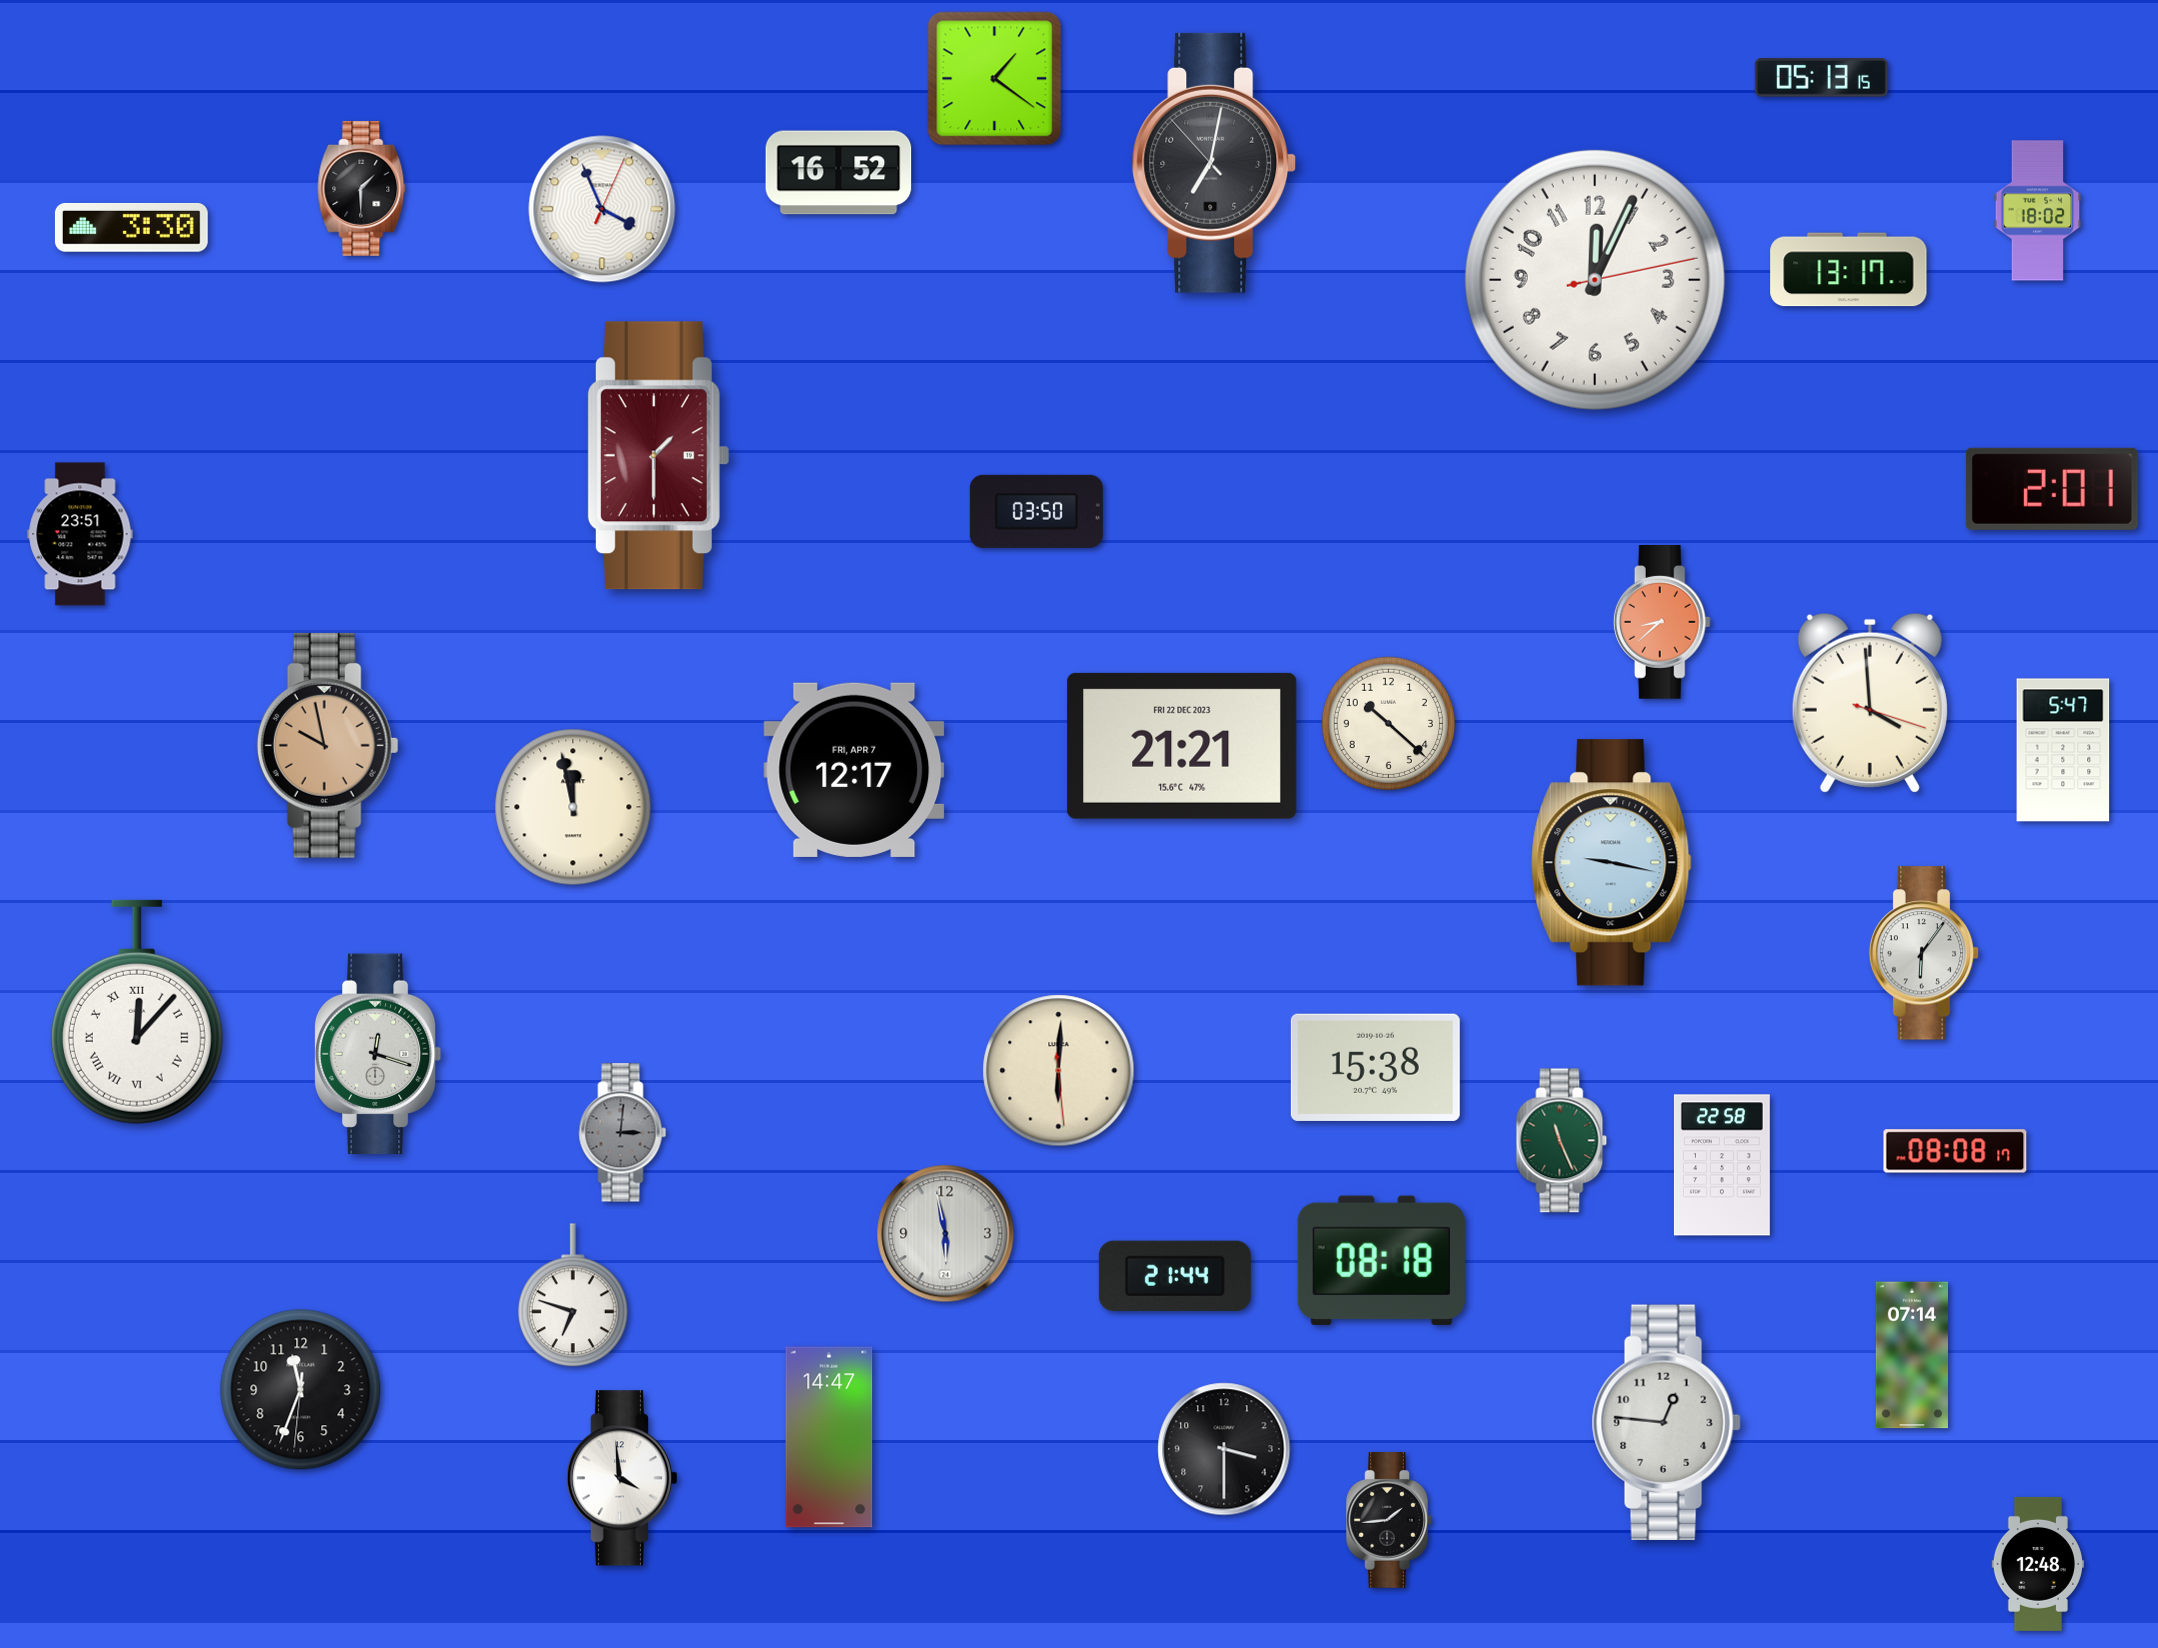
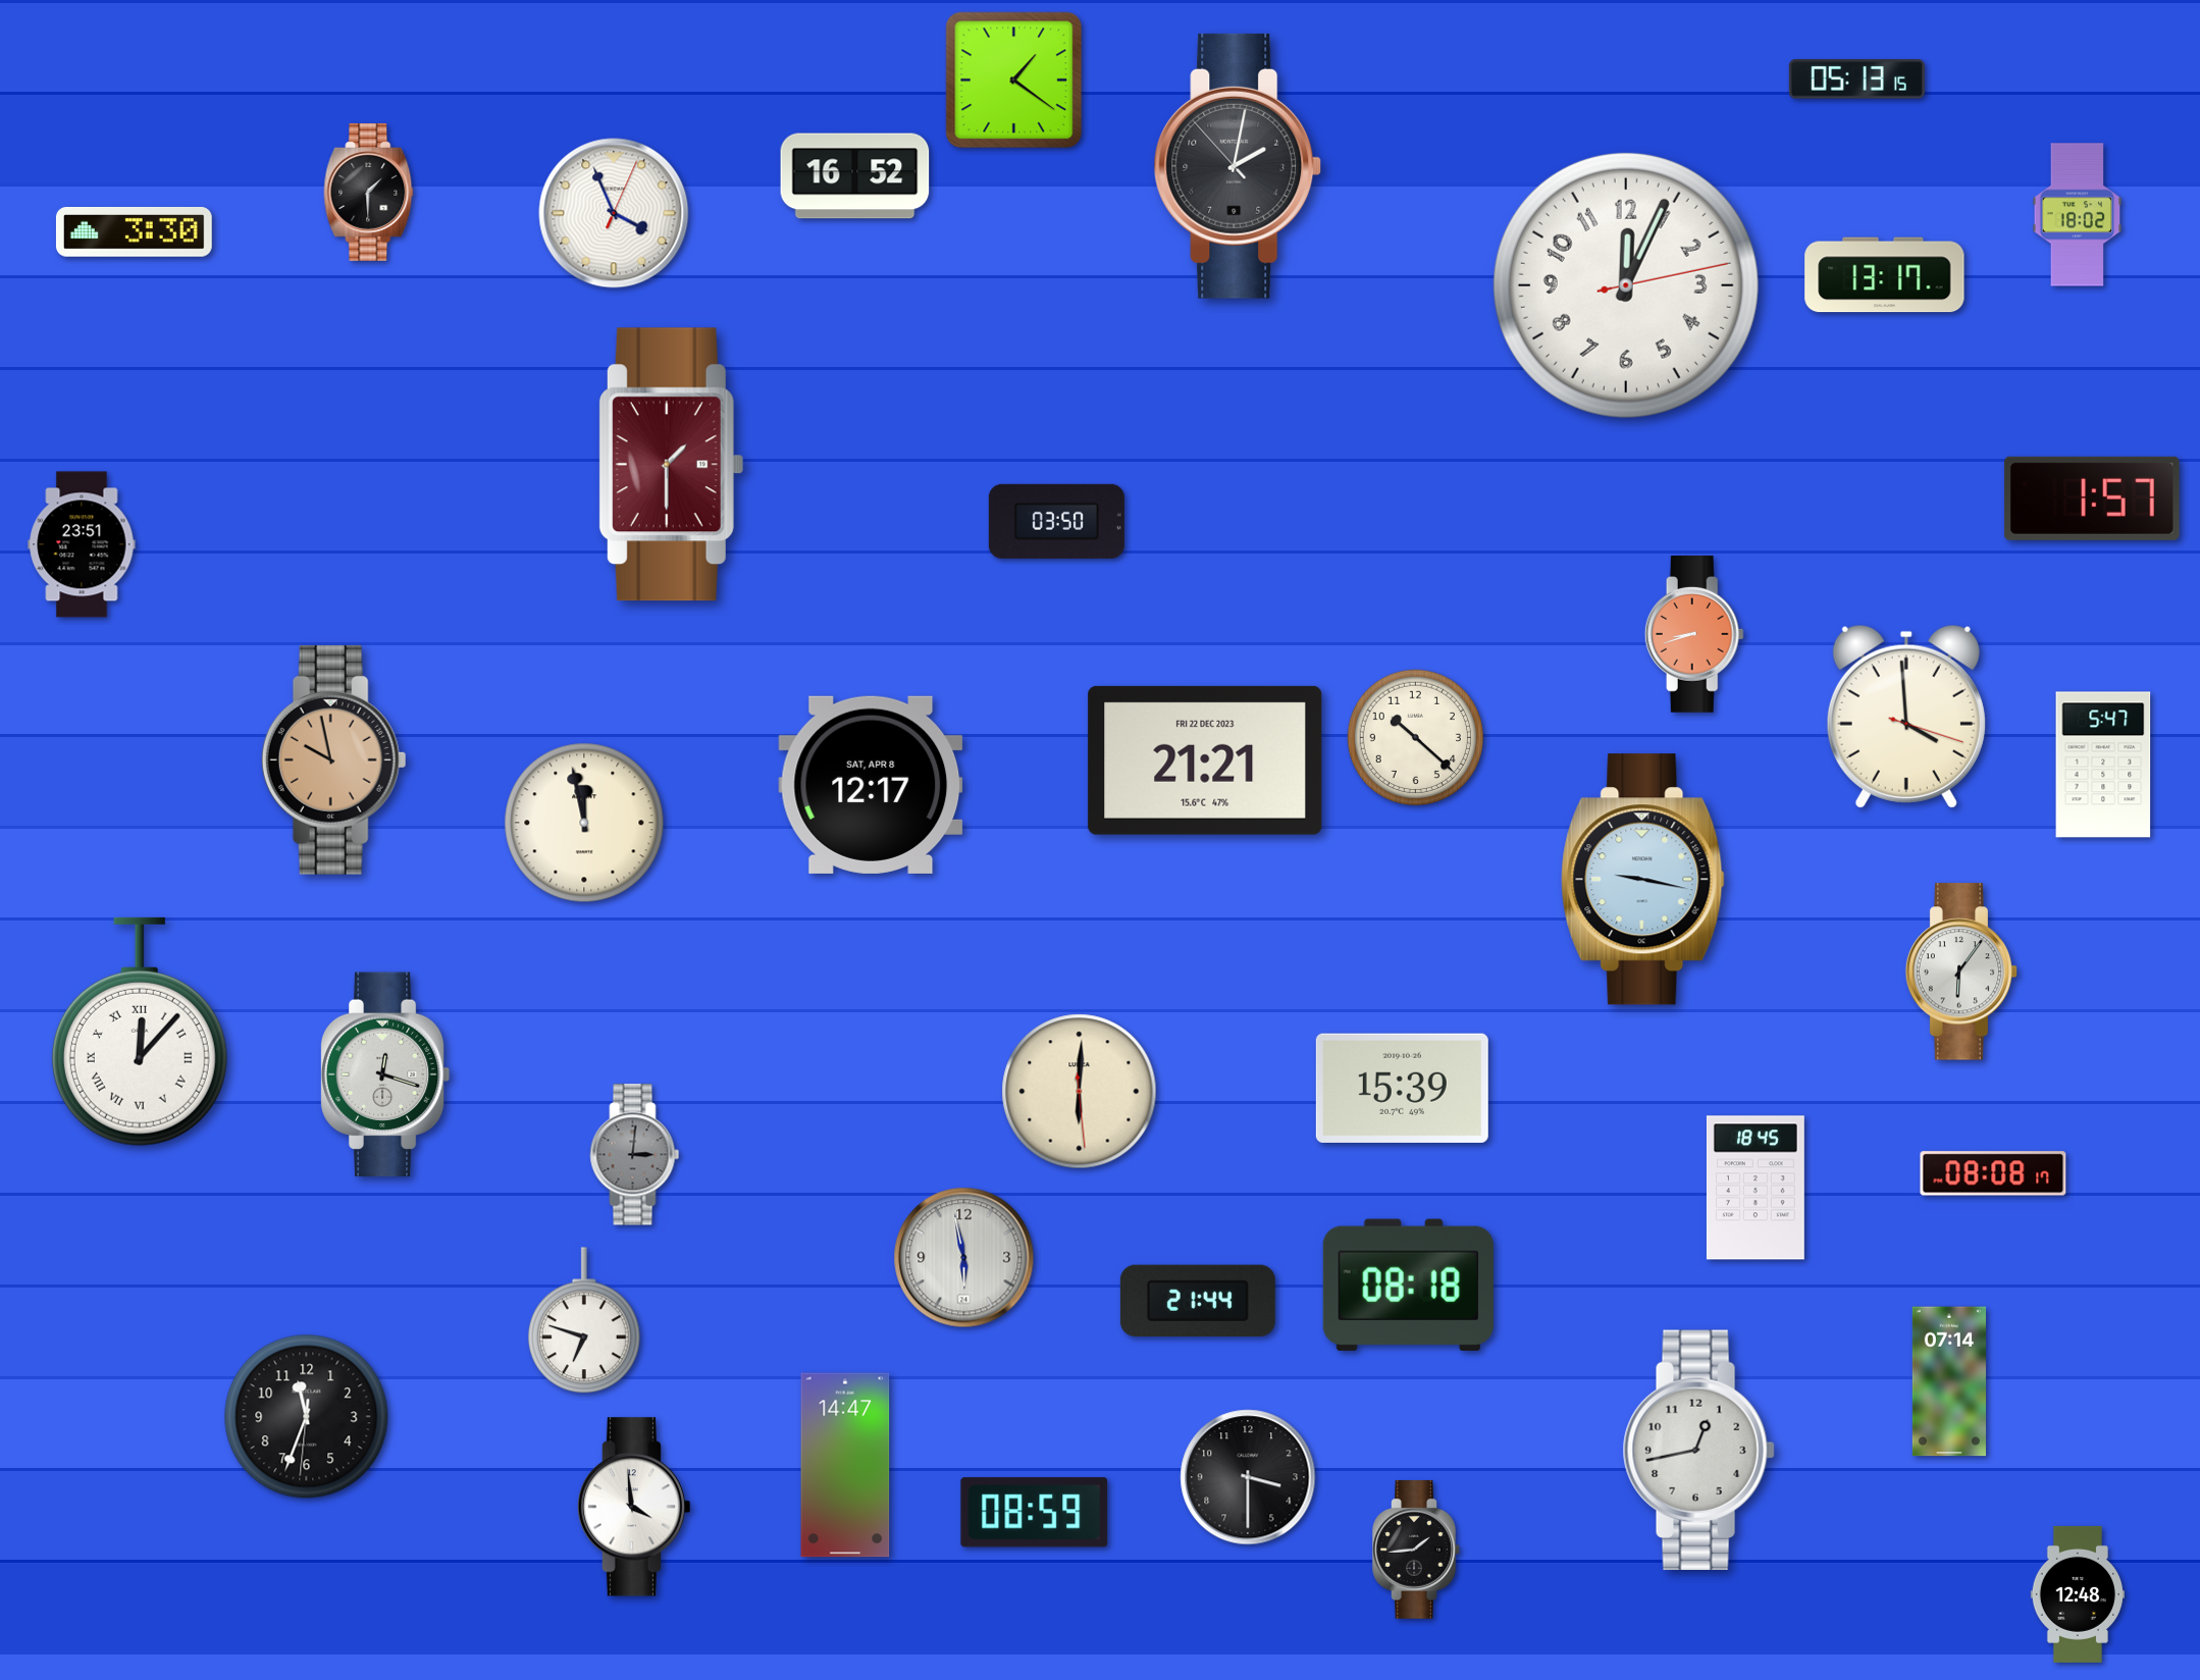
clock at (1214, 163): 7:01 -> 2:01
clock at (2052, 489): 2:01 -> 1:57
clock at (1662, 623): 8:38 -> 8:42
clock at (854, 770) date: FRI, APR 7 -> SAT, APR 8
clock at (1375, 1067): 15:38 -> 15:39
clock at (1562, 1141): 11:26 -> none
clock at (1722, 1165): 22:58 -> 18:45
clock at (1666, 1422): 12:46 -> 12:43
clock at (1035, 1513): none -> 08:59
